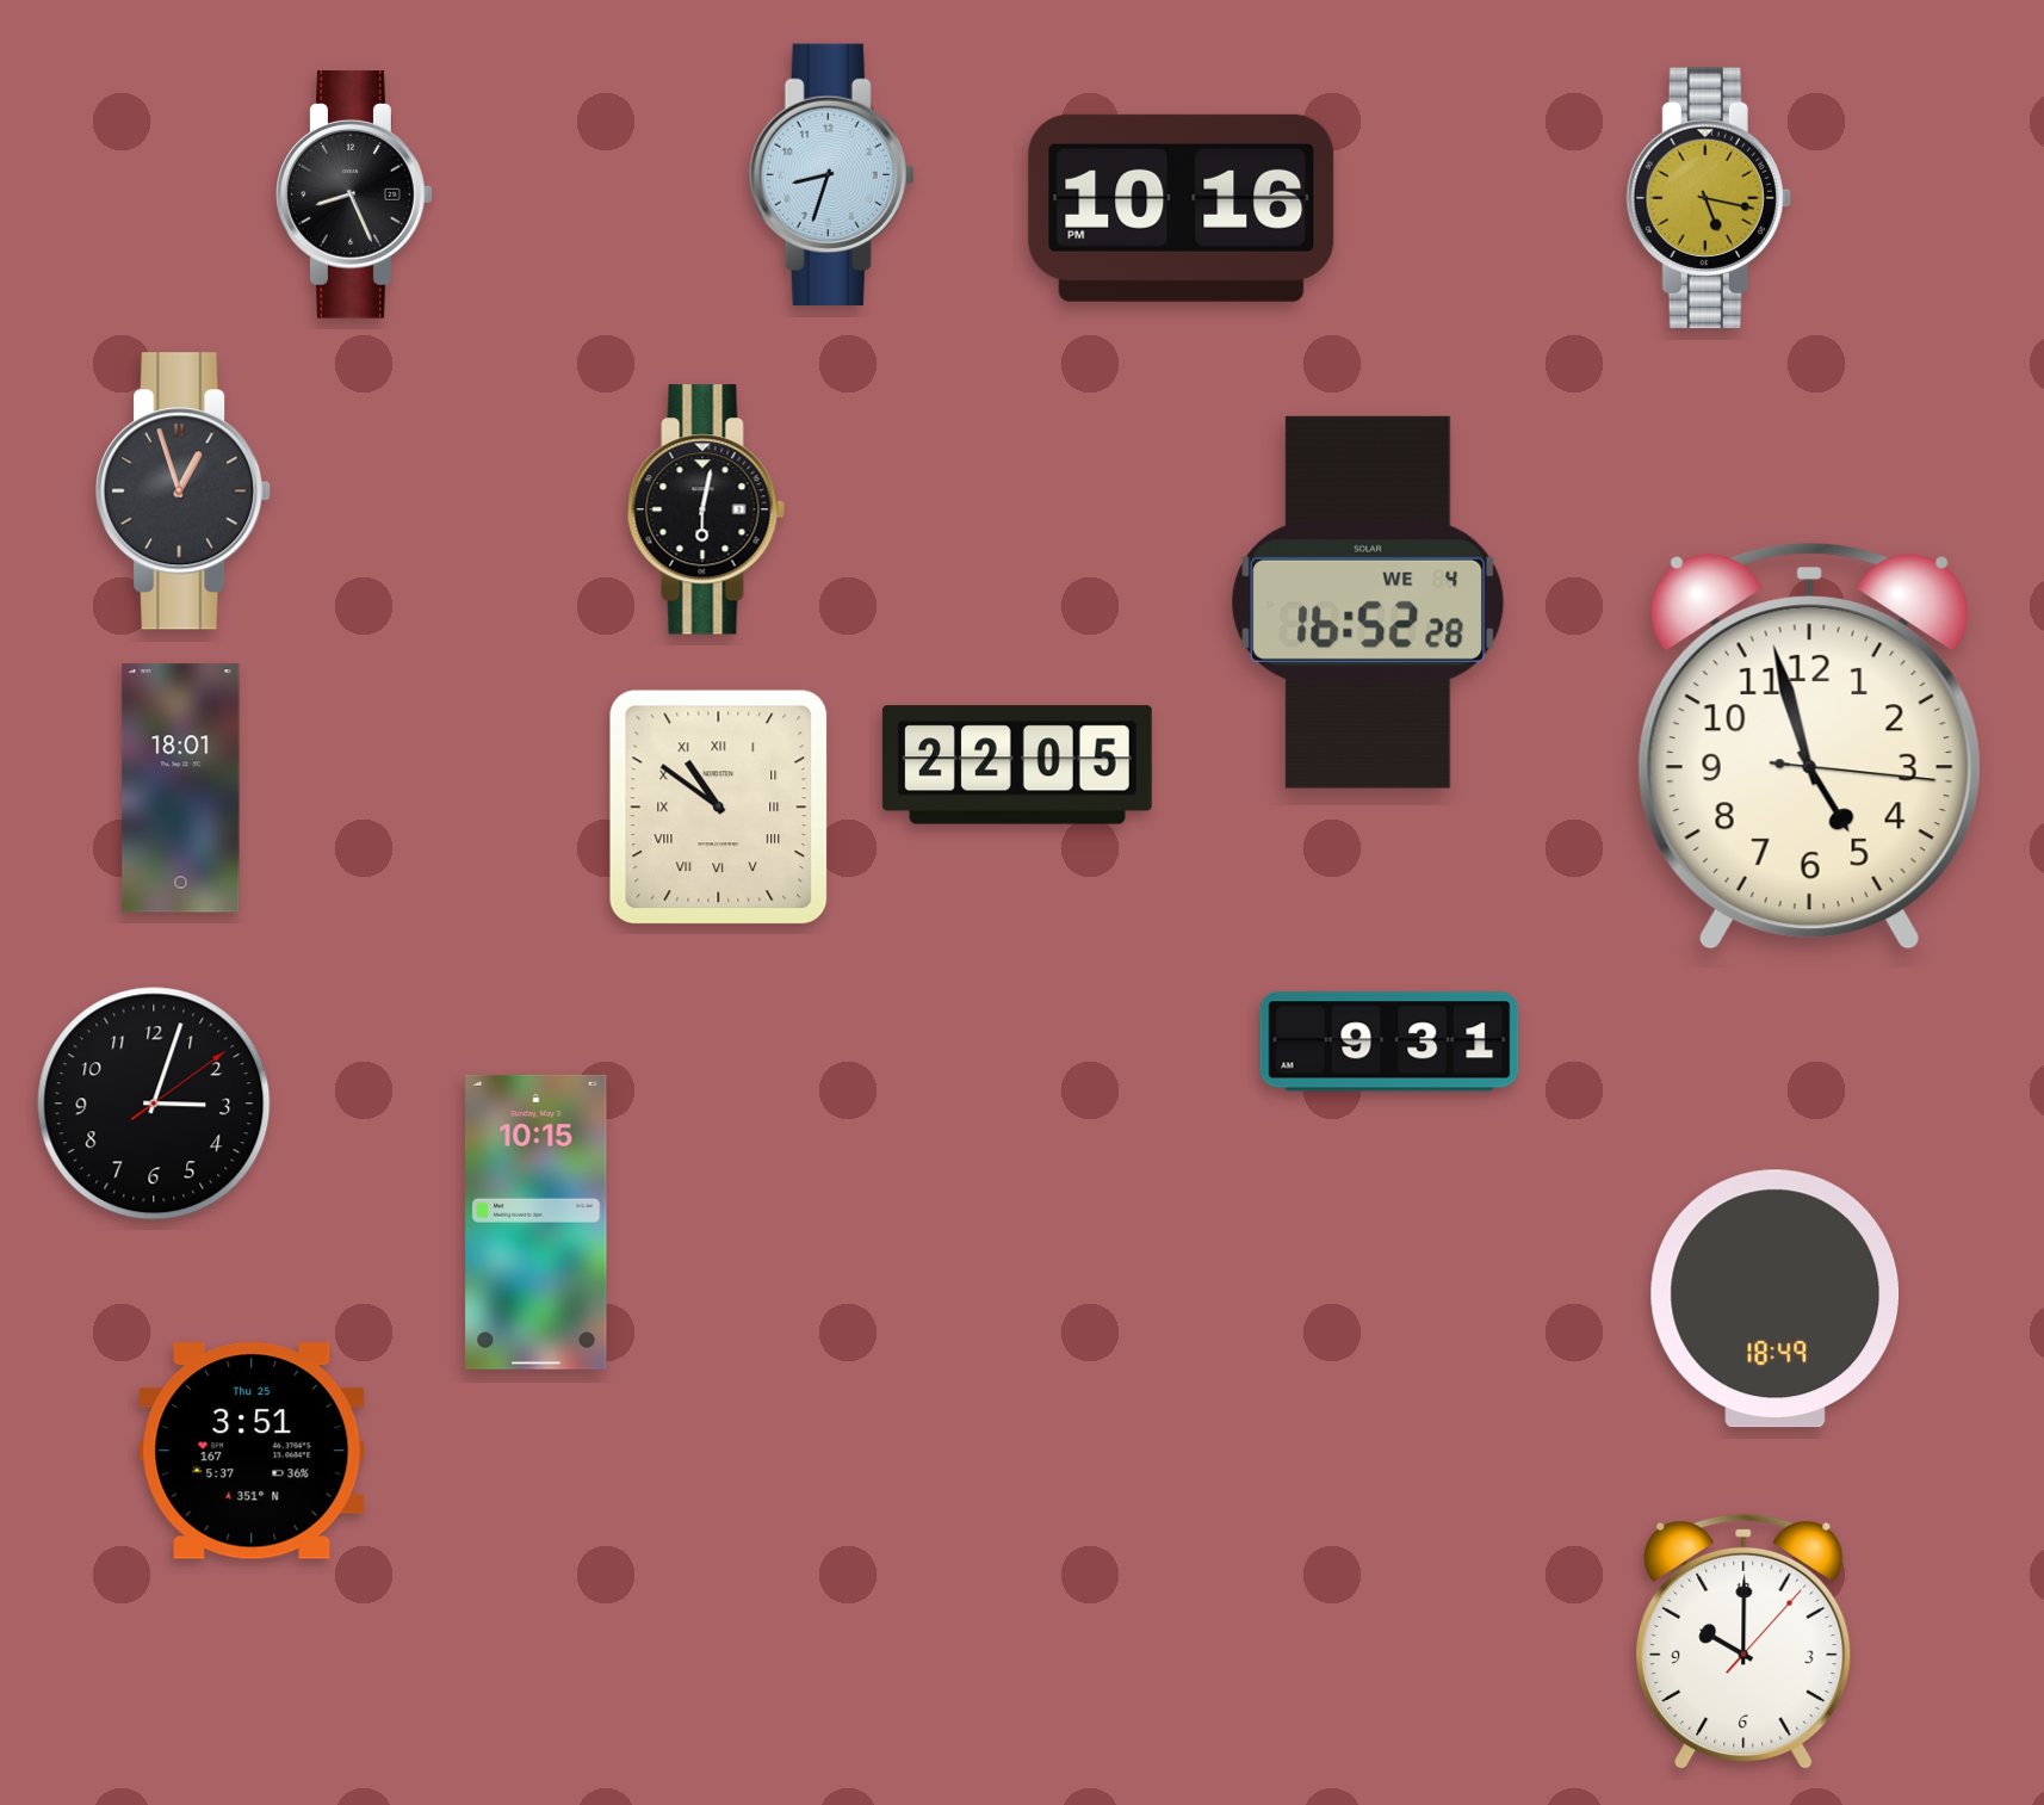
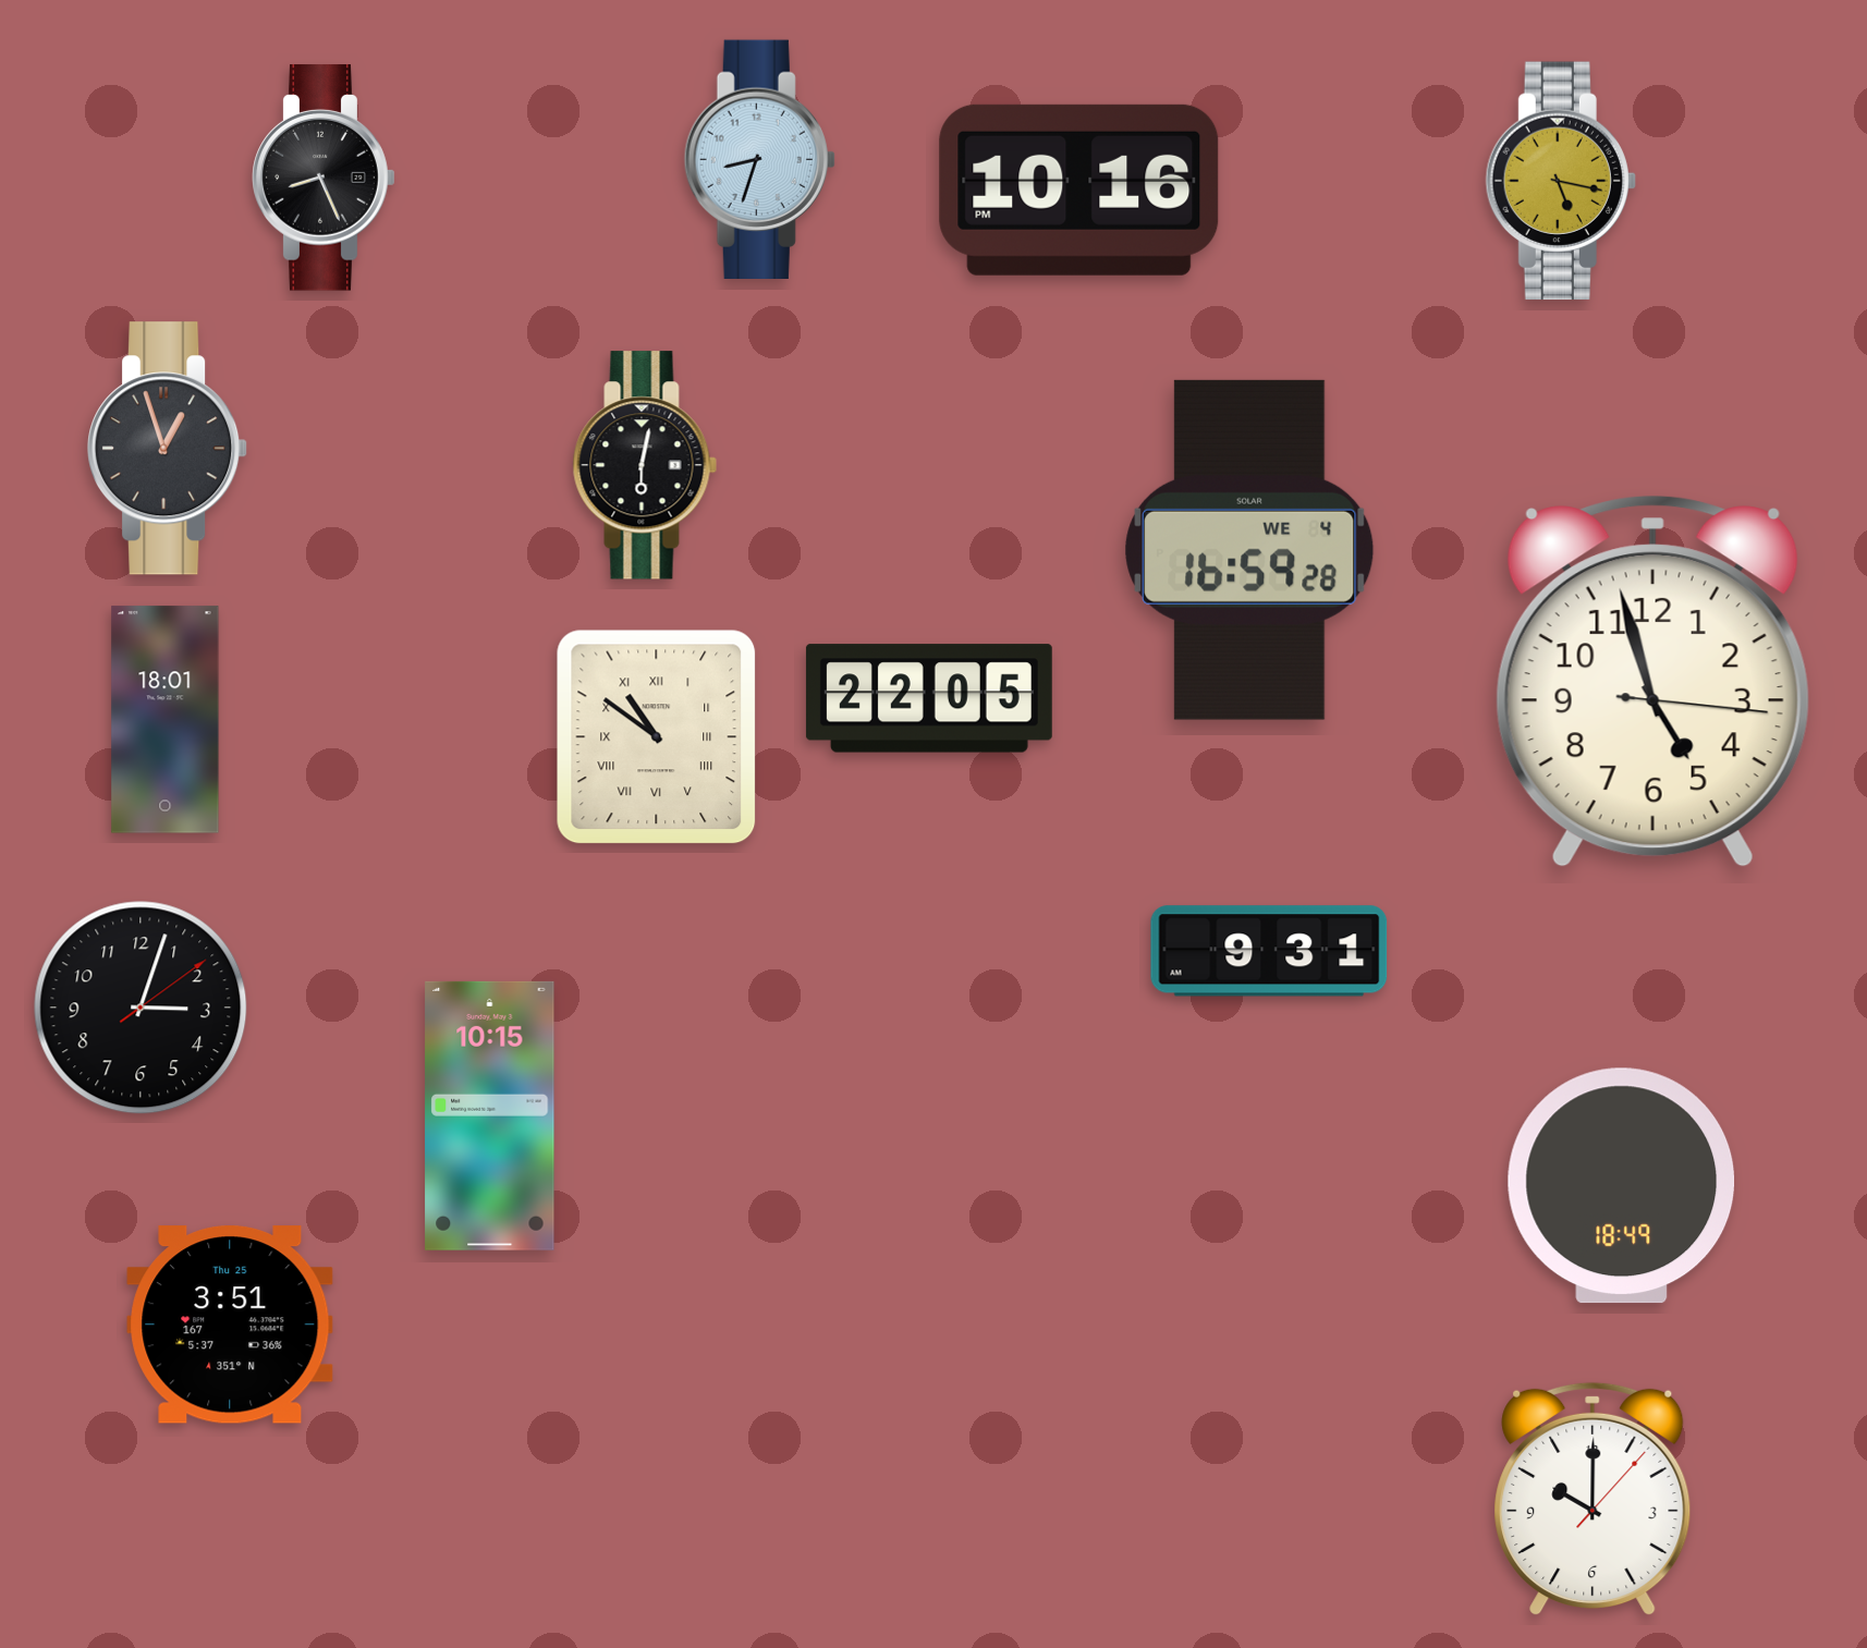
clock at (1368, 602): 16:52 -> 16:59
